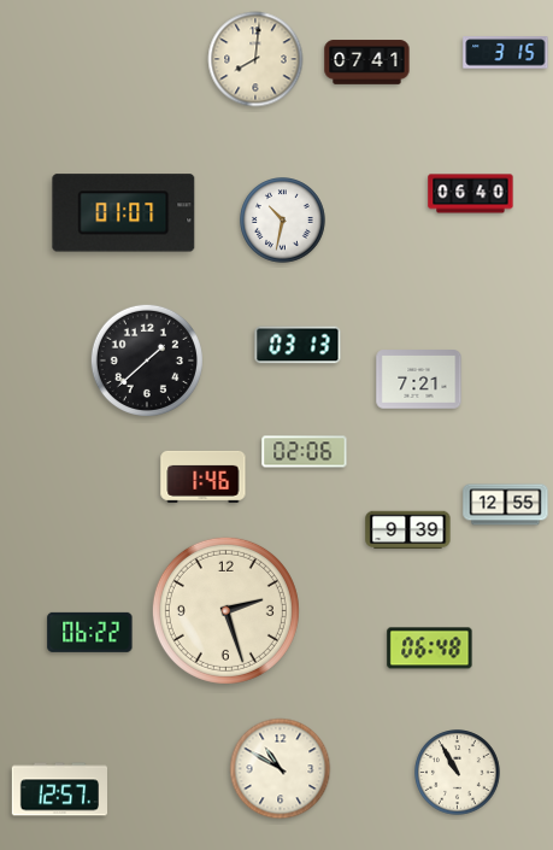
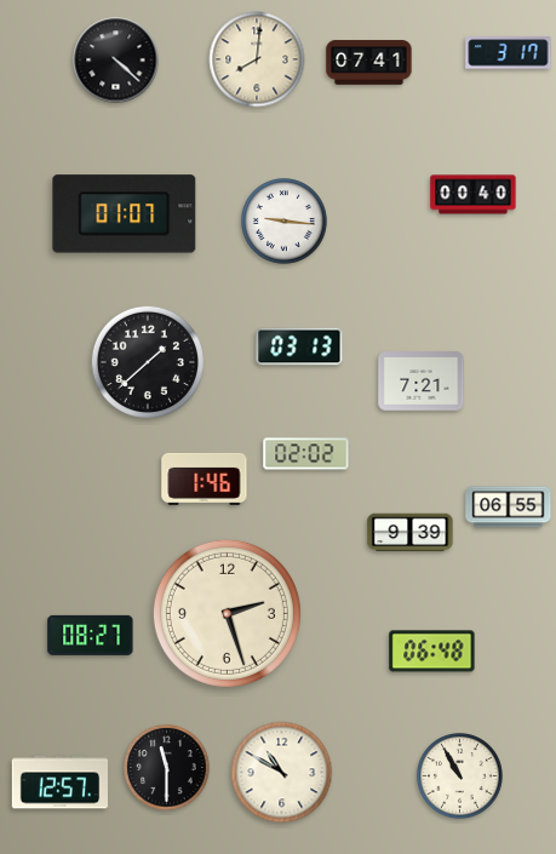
clock at (506, 53): 3:15 -> 3:17
clock at (116, 61): none -> 4:22
clock at (471, 194): 06:40 -> 00:40
clock at (283, 221): 10:32 -> 9:16
clock at (305, 452): 02:06 -> 02:02
clock at (506, 505): 12:55 -> 06:55
clock at (90, 632): 06:22 -> 08:27
clock at (167, 768): none -> 11:30
clock at (60, 790) position: (60, 790) -> (61, 783)
